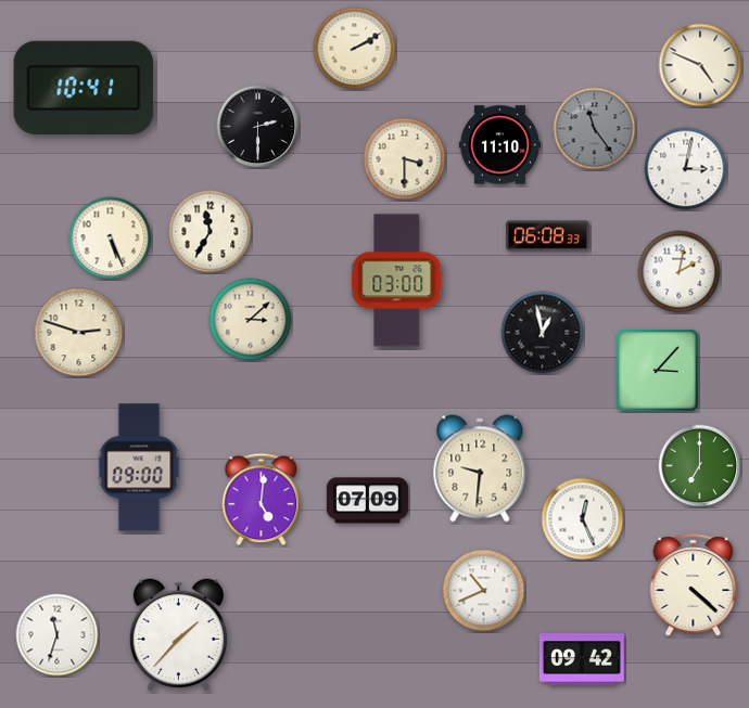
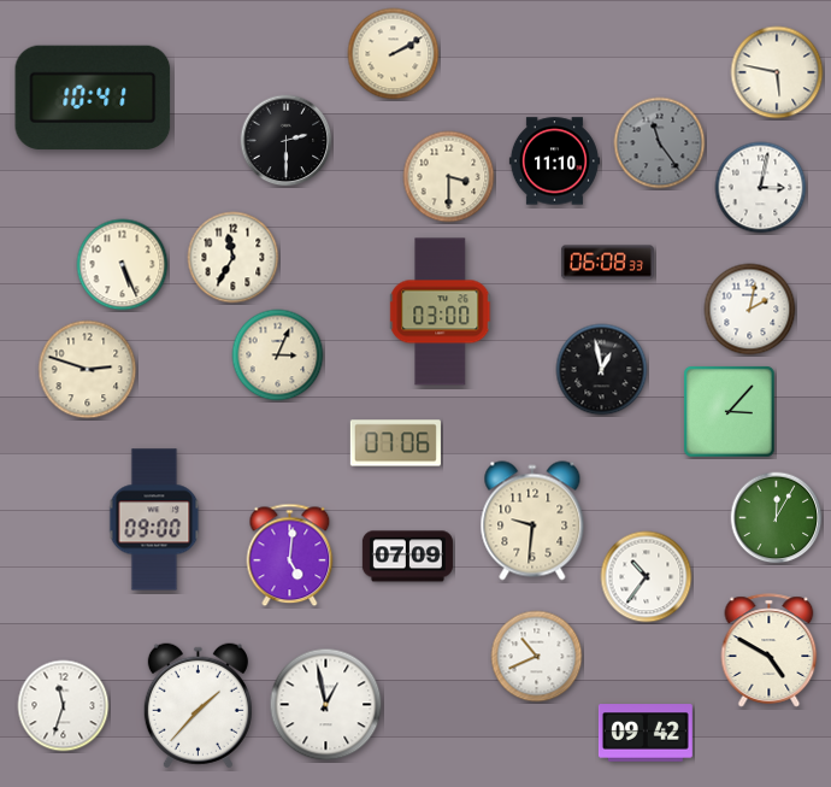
clock at (700, 65): 4:49 -> 5:47
clock at (680, 272) position: (680, 272) -> (750, 310)
clock at (251, 320): 3:08 -> 3:04
clock at (395, 444): none -> 07:06
clock at (700, 466): 7:00 -> 12:05
clock at (583, 519): 12:26 -> 10:36
clock at (694, 585): 4:22 -> 4:50
clock at (326, 705): none -> 12:58
